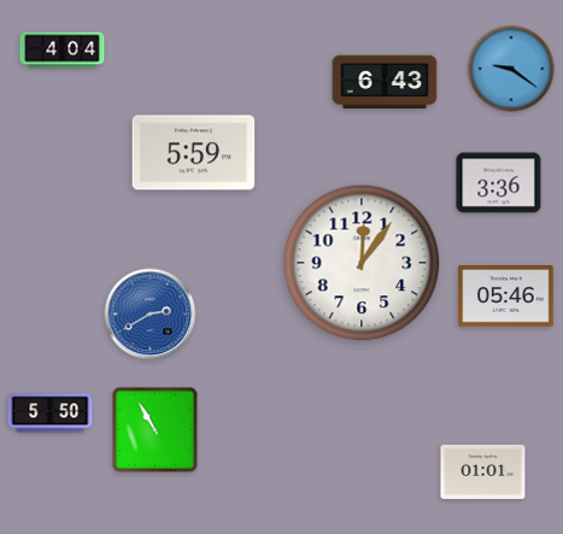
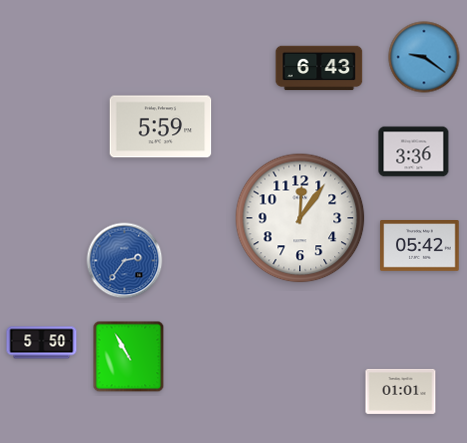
clock at (63, 51): 4:04 -> none
clock at (506, 297): 05:46 -> 05:42
clock at (151, 315): 2:40 -> 2:36
